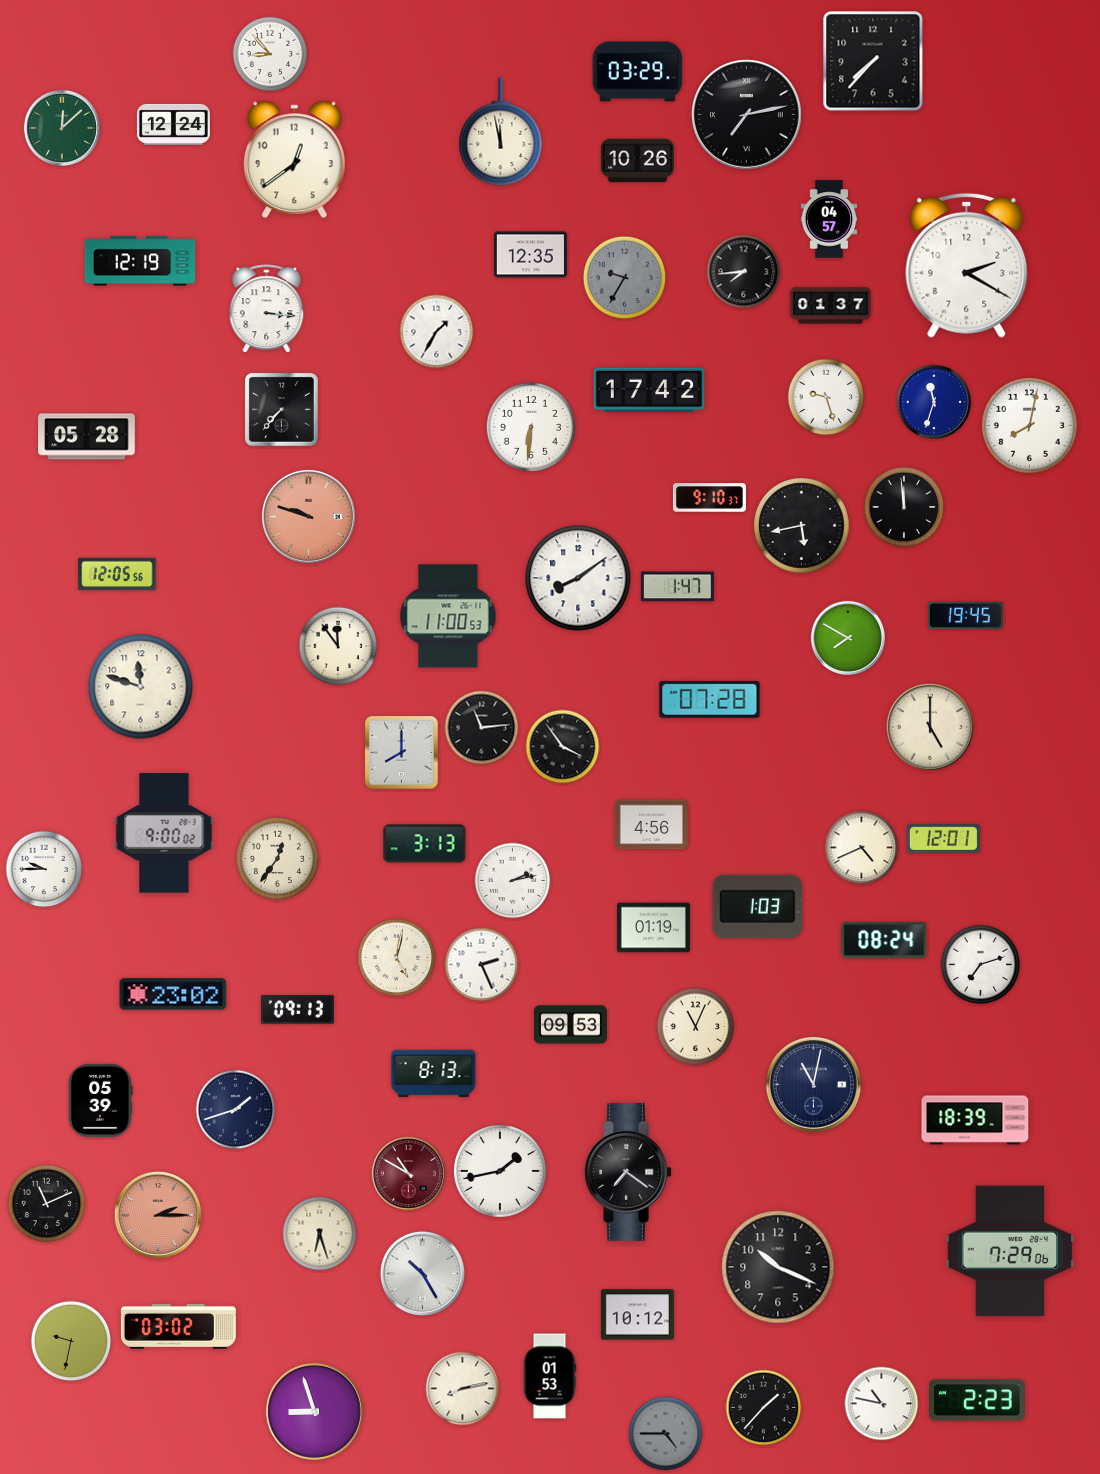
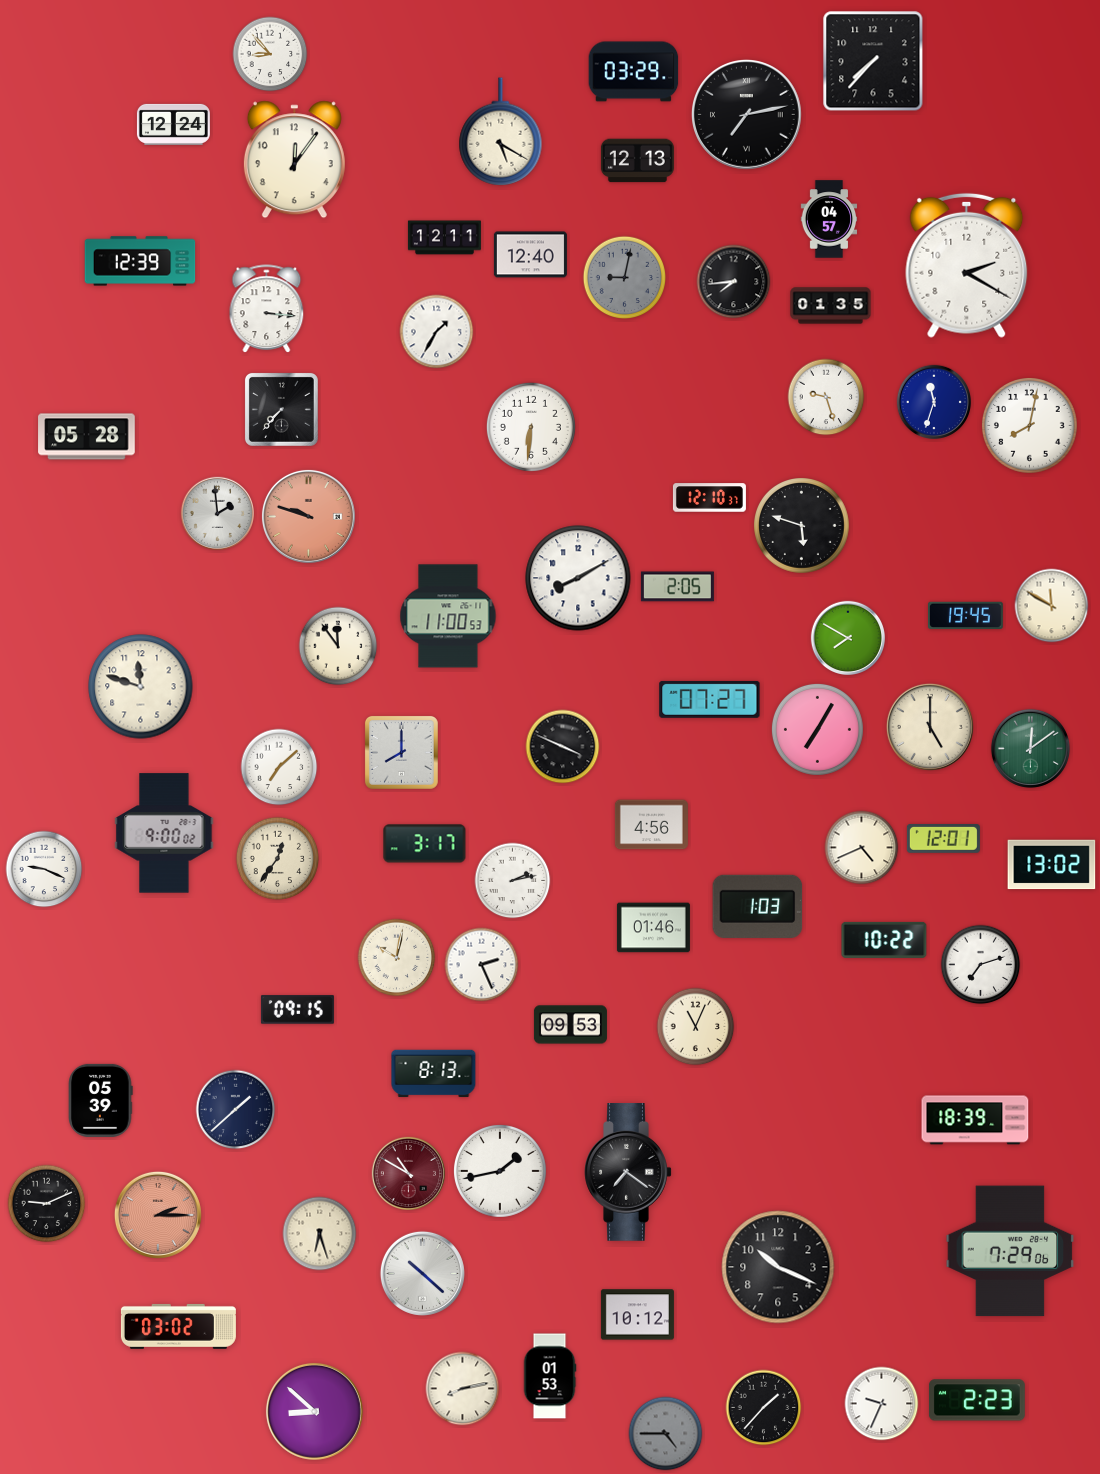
clock at (638, 72) position: (638, 72) -> (634, 72)
clock at (61, 127): 12:08 -> none
clock at (501, 132): 11:58 -> 5:20
clock at (294, 160): 12:39 -> 12:06
clock at (637, 161): 10:26 -> 12:13
clock at (444, 238): none -> 12:11
clock at (530, 255): 12:35 -> 12:40
clock at (140, 261): 12:19 -> 12:39
clock at (744, 272) position: (744, 272) -> (734, 282)
clock at (625, 278): 9:35 -> 9:02
clock at (831, 306): 01:37 -> 01:35
clock at (649, 390): 17:42 -> none
clock at (709, 498): 9:10 -> 12:10
clock at (904, 507): 11:59 -> none
clock at (217, 513): none -> 1:59
clock at (802, 526): 5:43 -> 5:48
clock at (117, 574): 12:05 -> none
clock at (578, 578): 8:09 -> 8:10
clock at (677, 587): 1:47 -> 2:05
clock at (1052, 606): none -> 11:50
clock at (710, 699): 07:28 -> 07:27
clock at (482, 728): 11:14 -> none
clock at (817, 729): none -> 7:05
clock at (563, 747): 3:54 -> 3:49
clock at (1030, 748): none -> 12:09
clock at (279, 767): none -> 7:08
clock at (425, 844): 3:13 -> 3:17
clock at (1052, 865): none -> 13:02
clock at (44, 869): 9:45 -> 9:19
clock at (653, 928): 01:19 -> 01:46
clock at (884, 940): 08:24 -> 10:22
clock at (397, 958): 5:02 -> 10:02
clock at (173, 994): 23:02 -> none
clock at (297, 1010): 09:13 -> 09:15
clock at (813, 1084): 11:02 -> none
clock at (236, 1110): 1:42 -> 1:38
clock at (47, 1204): 11:11 -> 9:11
clock at (422, 1273): 10:25 -> 10:22
clock at (71, 1341): 9:32 -> none
clock at (882, 1404): 10:47 -> 9:34
clock at (314, 1411): 8:57 -> 8:52
